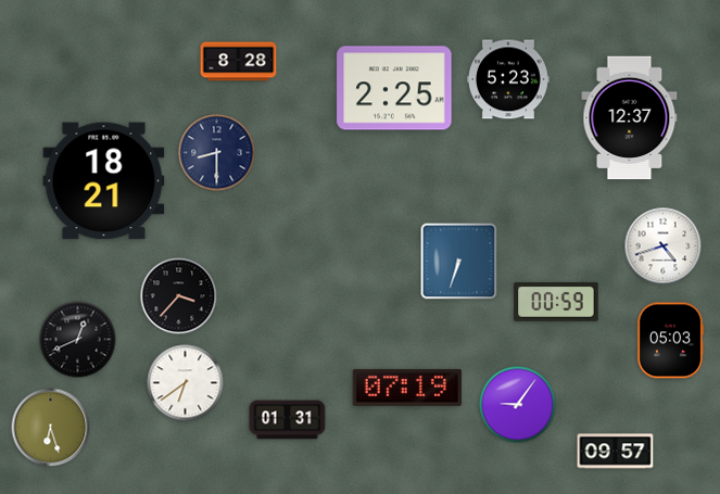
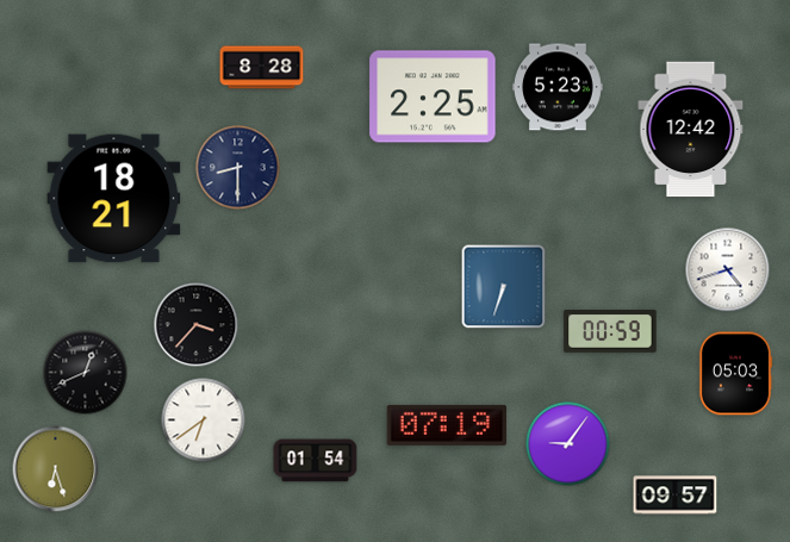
clock at (630, 118): 12:37 -> 12:42
clock at (288, 420): 01:31 -> 01:54
